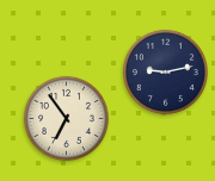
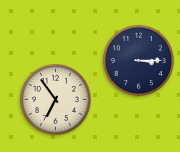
clock at (165, 71): 9:13 -> 3:15
